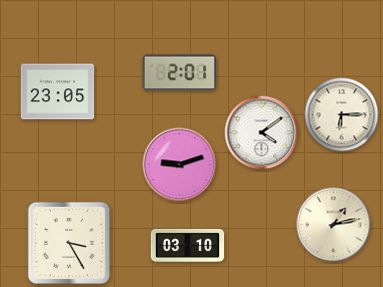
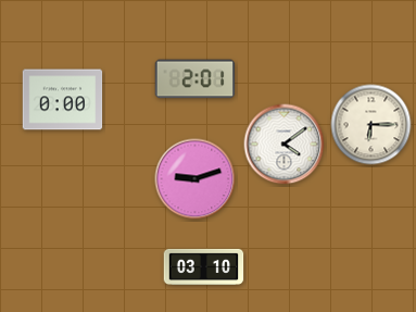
clock at (58, 92): 23:05 -> 0:00
clock at (334, 225): 1:13 -> none
clock at (69, 243): 3:25 -> none
